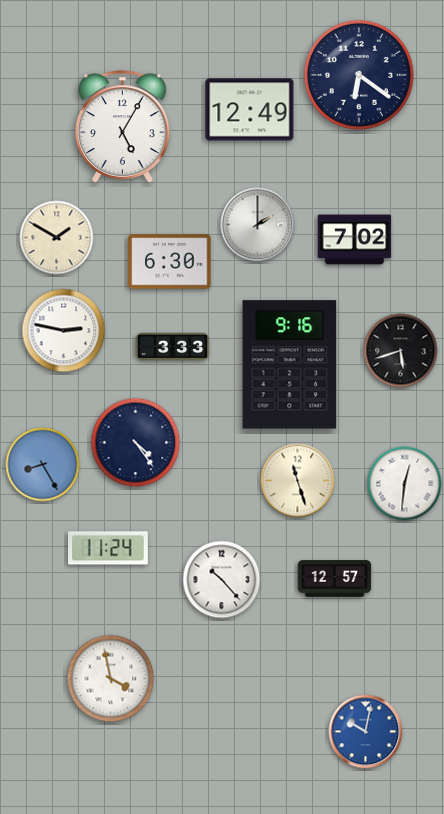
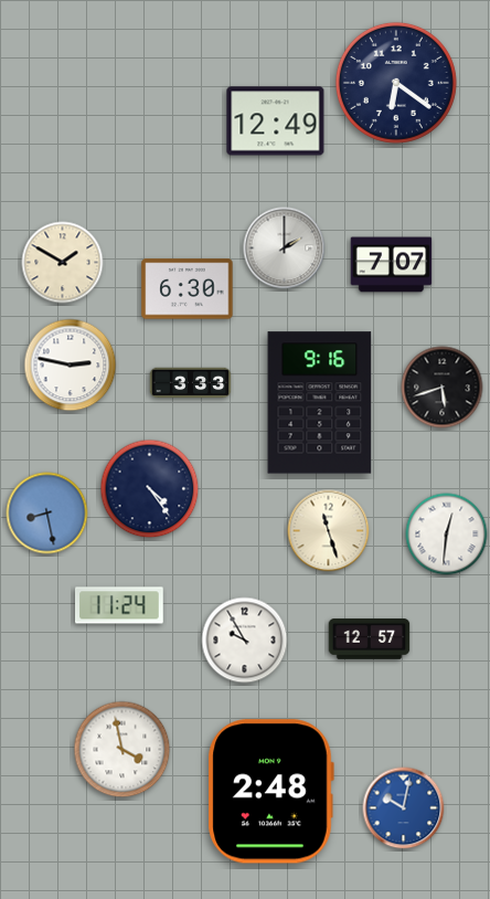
clock at (123, 127): 5:05 -> none
clock at (355, 240): 7:02 -> 7:07
clock at (43, 465): 8:25 -> 8:28
clock at (222, 580): 10:23 -> 9:55
clock at (270, 792): none -> 2:48
